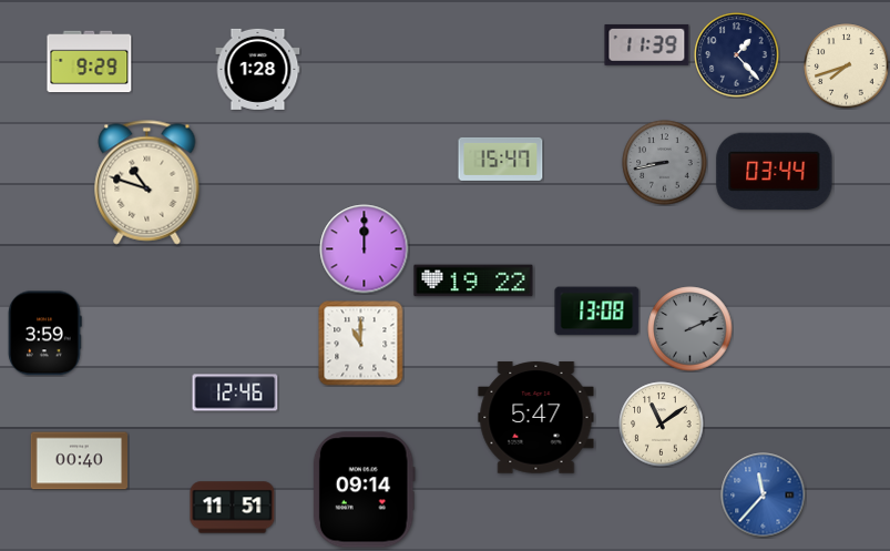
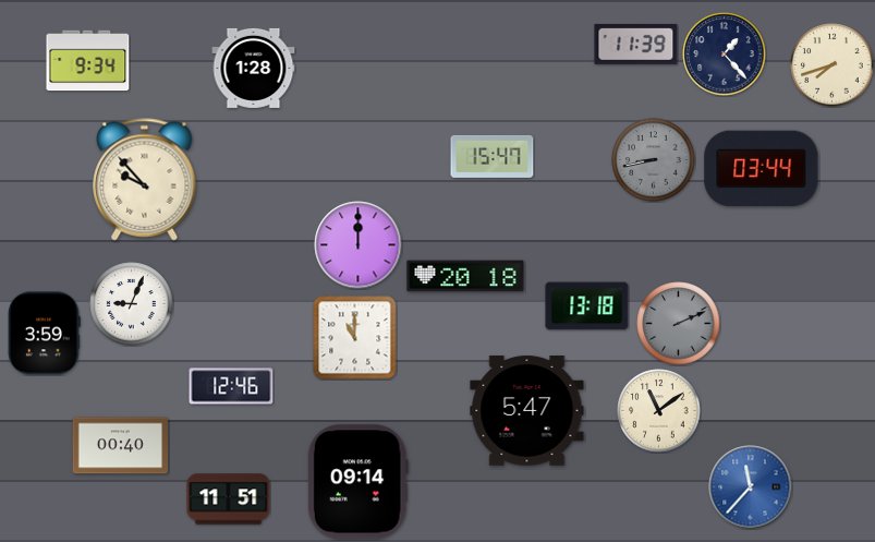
clock at (90, 62): 9:29 -> 9:34
clock at (147, 183): 10:48 -> 9:53
clock at (473, 280): 19:22 -> 20:18
clock at (132, 304): none -> 9:04
clock at (597, 312): 13:08 -> 13:18
clock at (45, 334) position: (45, 334) -> (45, 334)
clock at (662, 425) position: (662, 425) -> (659, 411)
clock at (80, 461) position: (80, 461) -> (121, 446)
